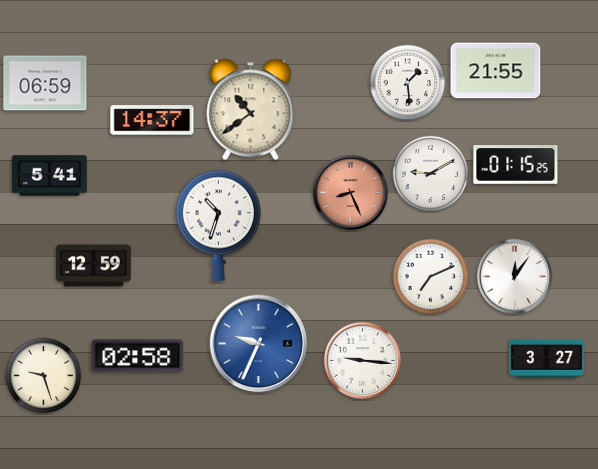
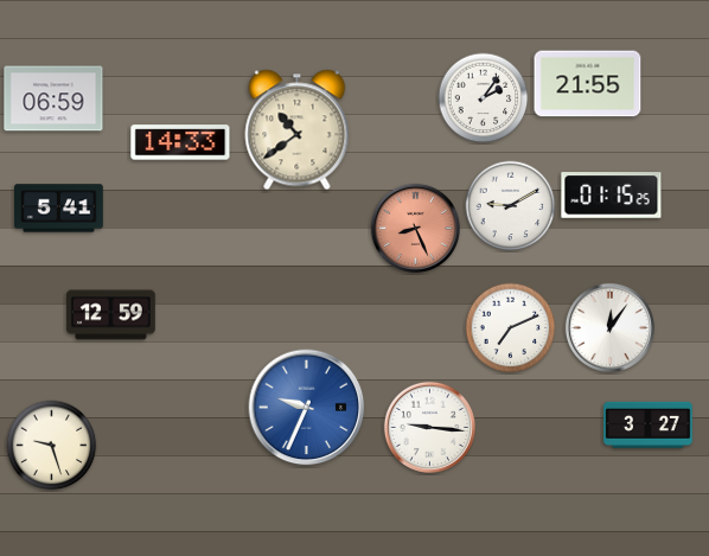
clock at (408, 83): 1:29 -> 2:06
clock at (152, 120): 14:37 -> 14:33
clock at (218, 225): 10:33 -> none
clock at (138, 356): 02:58 -> none
